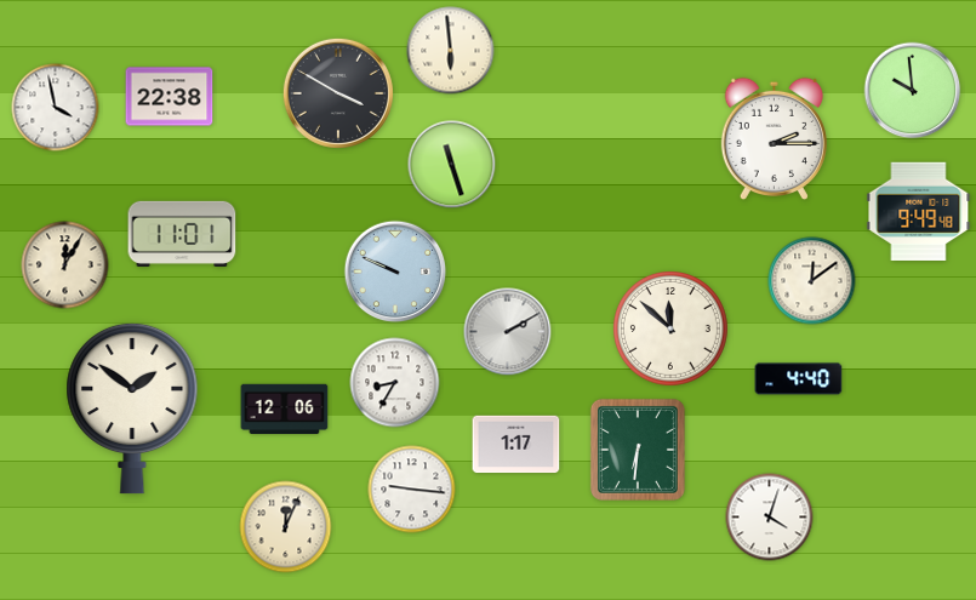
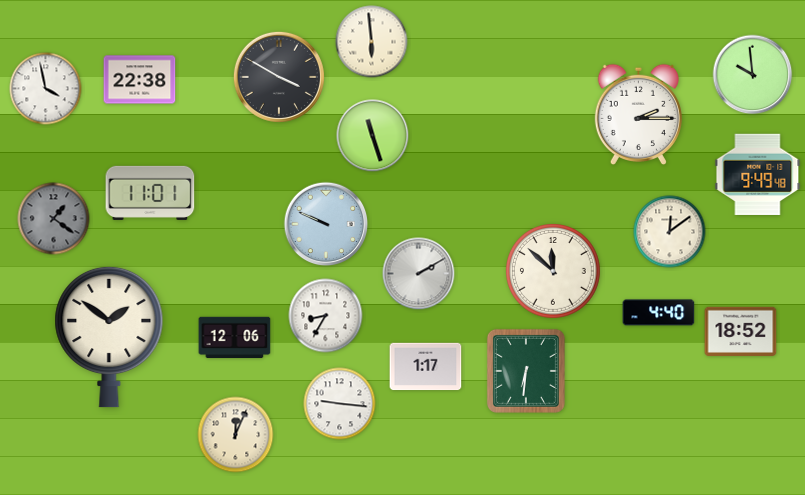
clock at (65, 265): 12:05 -> 1:21
clock at (65, 265) dial: cream -> grey
clock at (741, 331): none -> 18:52
clock at (770, 518): 4:03 -> none
